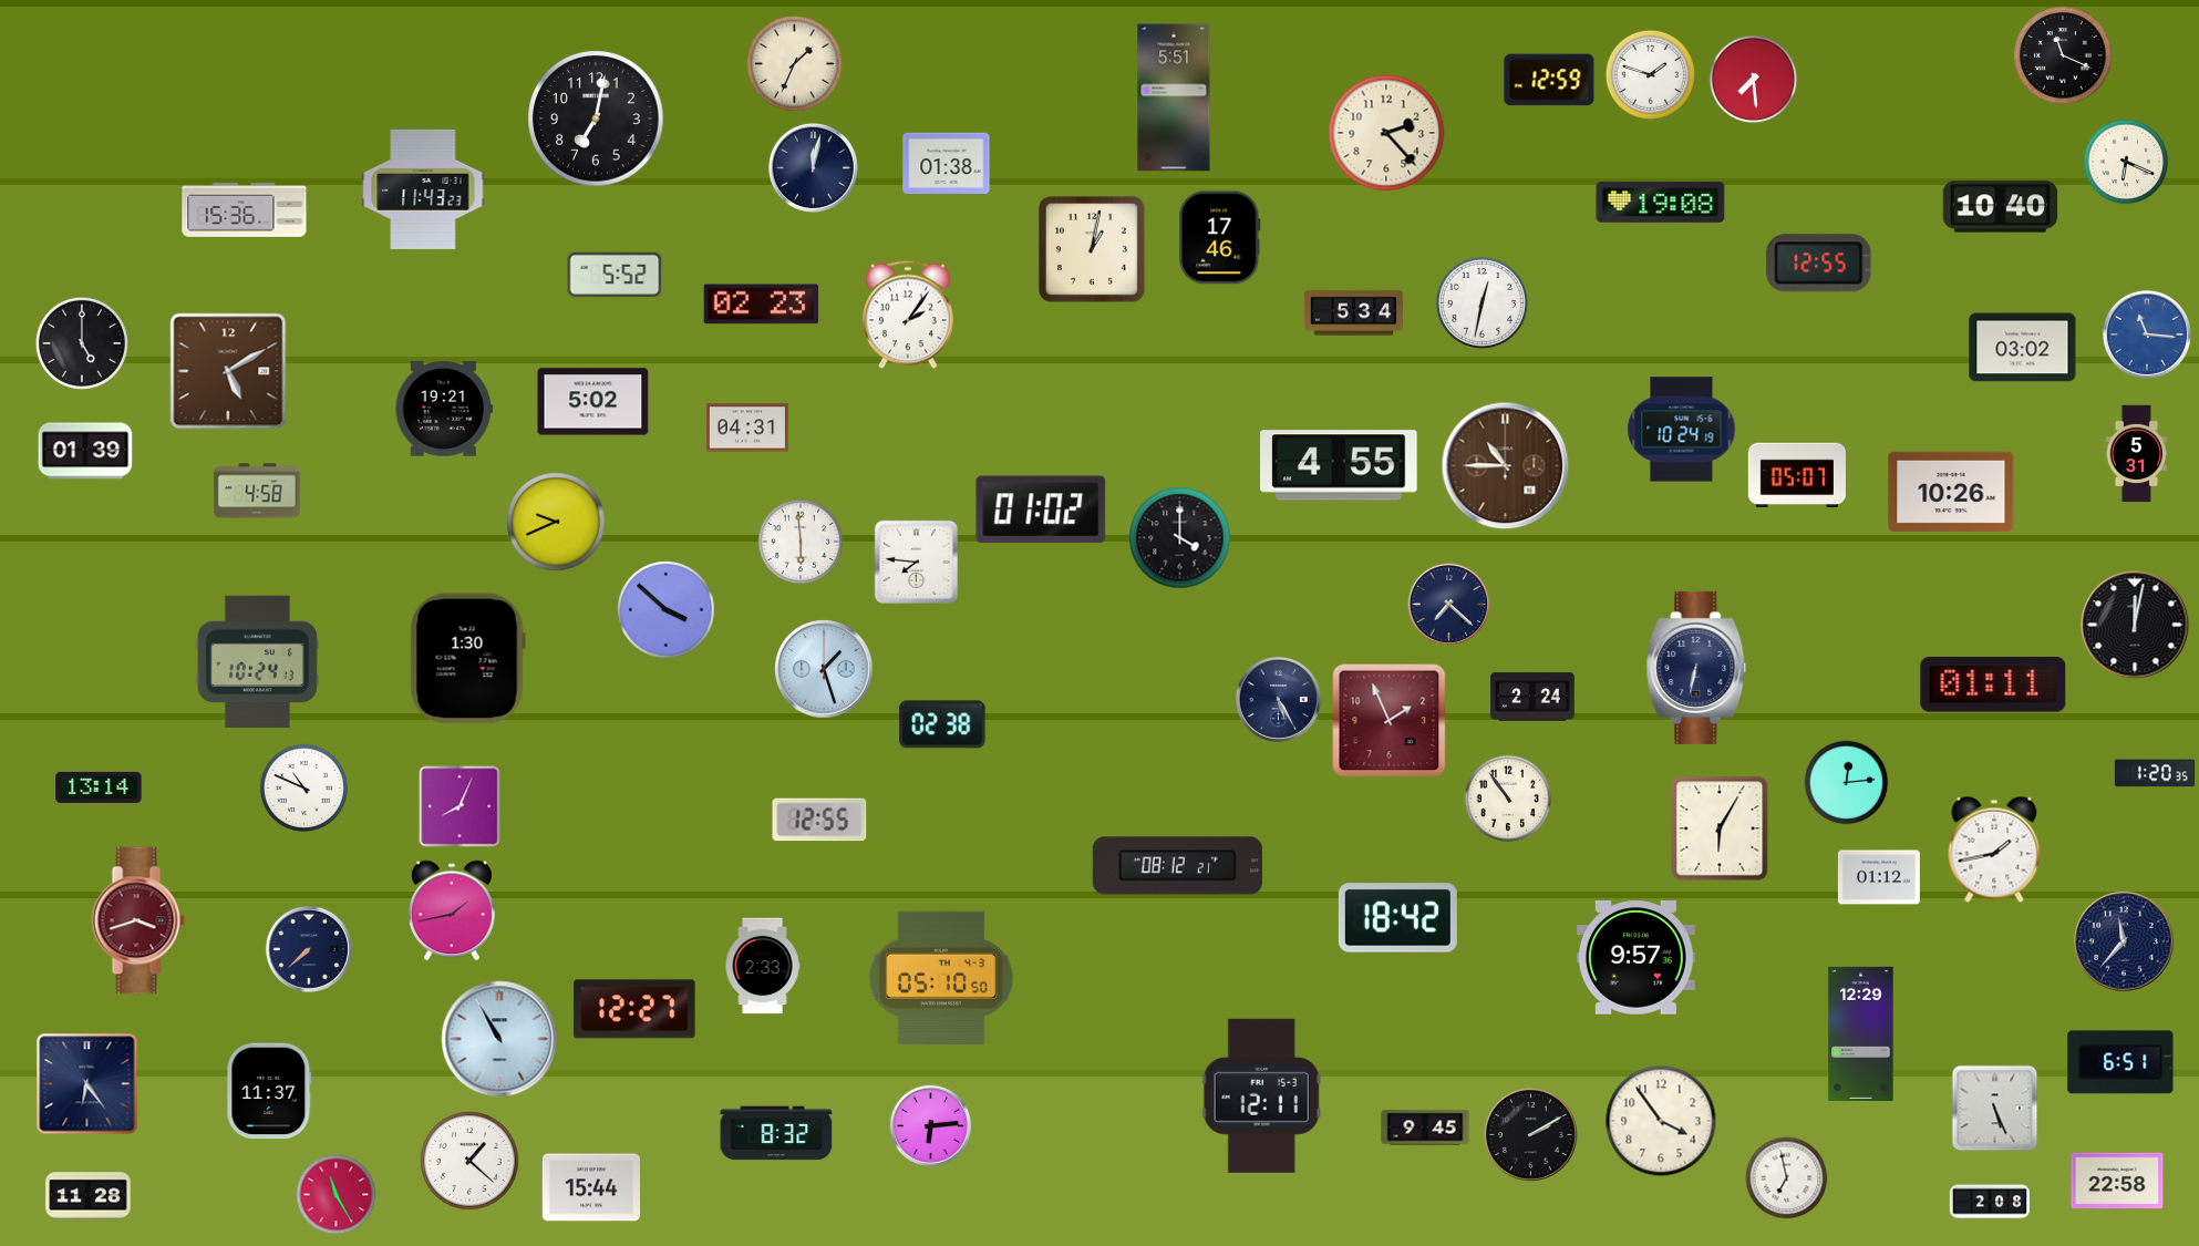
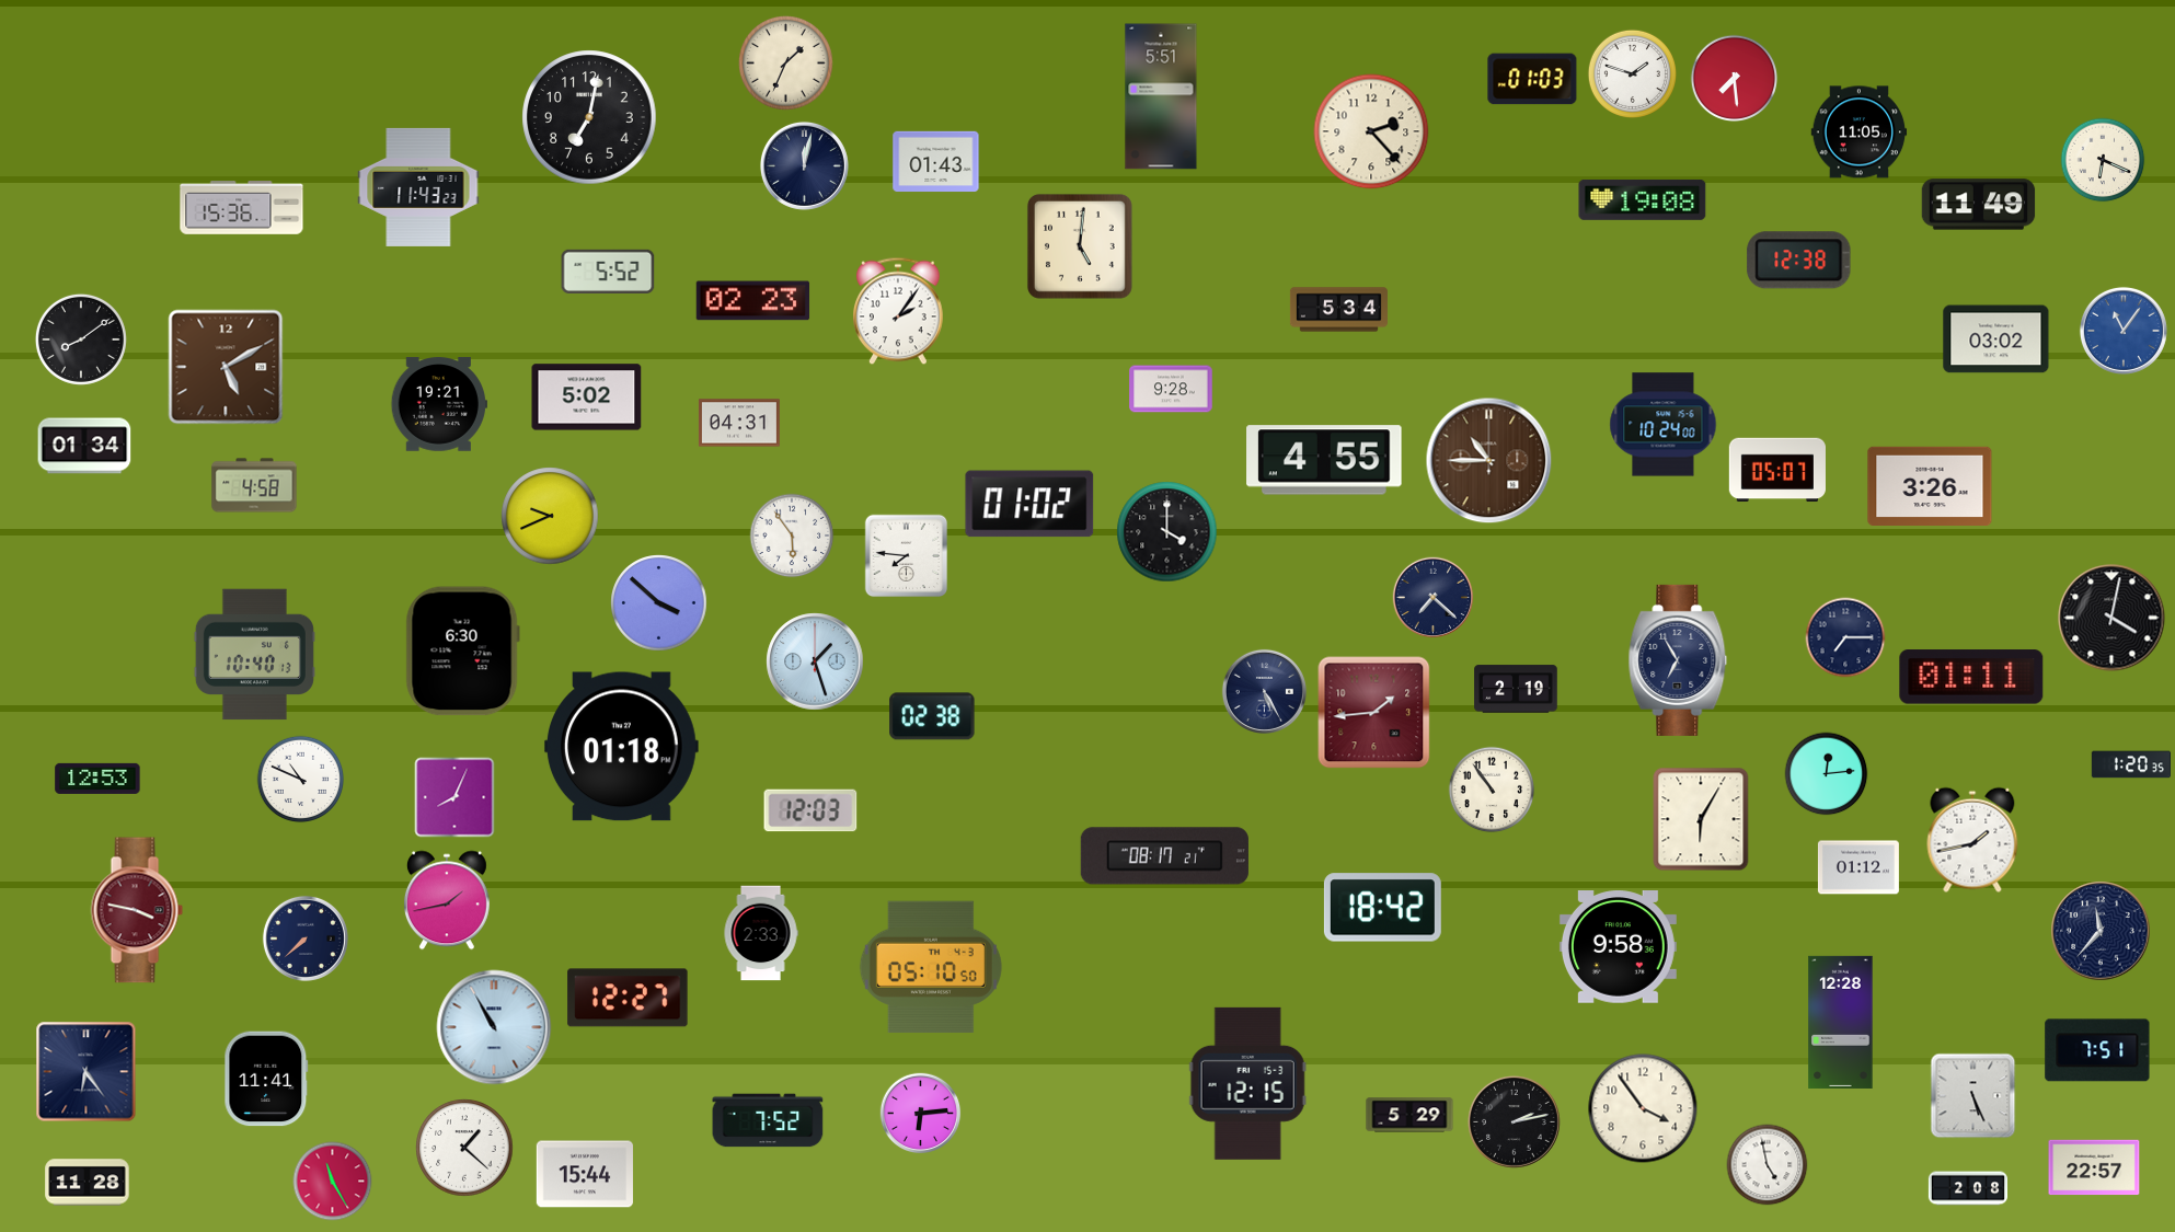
clock at (2063, 55): 11:19 -> none
clock at (1549, 80): 12:59 -> 01:03
clock at (1860, 133): none -> 11:05
clock at (947, 164): 01:38 -> 01:43
clock at (2001, 207): 10:40 -> 11:49
clock at (1220, 238): 17:46 -> none
clock at (1092, 249): 1:02 -> 5:01
clock at (1819, 264): 12:55 -> 12:38
clock at (1482, 302): 12:32 -> none
clock at (2147, 334): 11:16 -> 11:06
clock at (82, 343): 5:00 -> 8:09
clock at (2023, 348) position: (2023, 348) -> (1996, 339)
clock at (1171, 389): none -> 9:28
clock at (1682, 430): 10:24:19 -> 10:24:00
clock at (85, 451): 01:39 -> 01:34
clock at (2137, 454): 5:31 -> none
clock at (1951, 491): 10:26 -> 3:26
clock at (801, 542): 5:59 -> 5:54
clock at (2135, 625): 12:02 -> 4:02
clock at (1845, 637): none -> 7:15
clock at (467, 659): 1:30 -> 6:30
clock at (257, 662): 10:24 -> 10:40
clock at (1696, 668): 6:32 -> 6:55
clock at (1532, 697): 2:24 -> 2:19
clock at (1390, 721): 1:56 -> 1:44
clock at (622, 747): none -> 01:18
clock at (99, 787): 13:14 -> 12:53
clock at (819, 820): 12:55 -> 12:03
clock at (1177, 866): 08:12 -> 08:17
clock at (138, 920): 3:42 -> 3:47
clock at (1635, 958): 9:57 -> 9:58
clock at (763, 966) position: (763, 966) -> (761, 933)
clock at (1861, 1033): 12:29 -> 12:28
clock at (2120, 1062): 6:51 -> 7:51
clock at (269, 1091): 11:37 -> 11:41
clock at (1261, 1095): 12:11 -> 12:15
clock at (1425, 1127): 9:45 -> 5:29
clock at (776, 1133): 8:32 -> 7:52
clock at (1531, 1135): 2:10 -> 2:13
clock at (1787, 1178): 6:58 -> 4:58
clock at (2117, 1181): 22:58 -> 22:57
